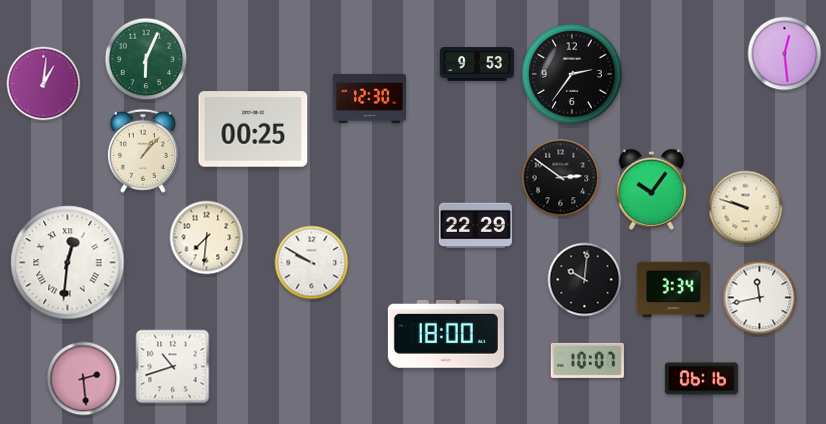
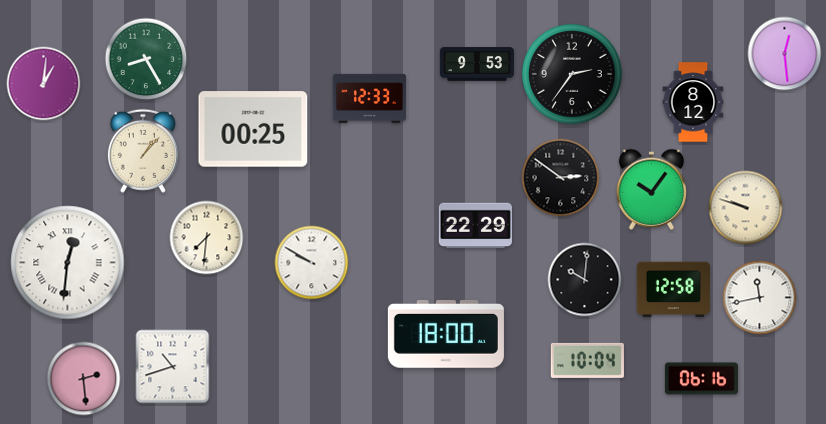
clock at (146, 59): 6:04 -> 8:25
clock at (369, 98): 12:30 -> 12:33
clock at (693, 102): none -> 8:12
clock at (673, 290): 3:34 -> 12:58
clock at (587, 360): 10:07 -> 10:04
